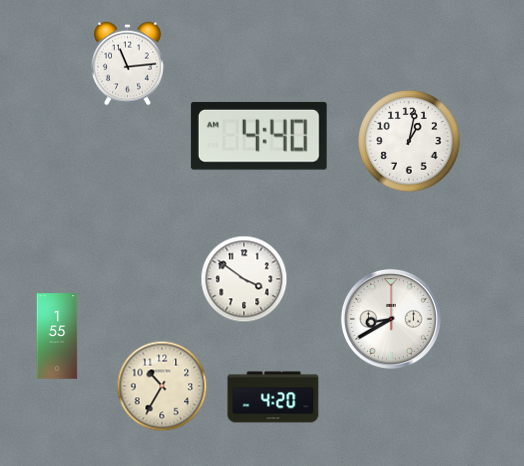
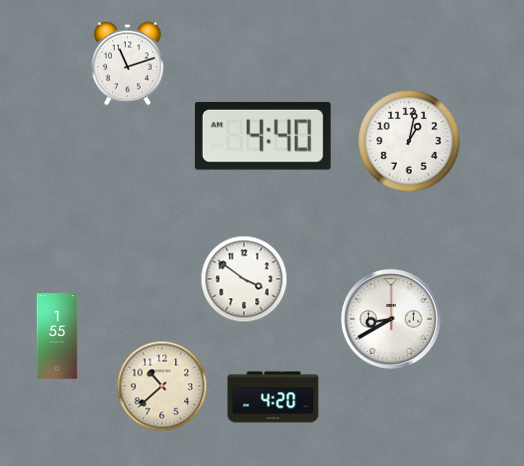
clock at (127, 64): 11:14 -> 11:12
clock at (259, 136) position: (259, 136) -> (263, 136)
clock at (162, 386): 10:35 -> 10:38
